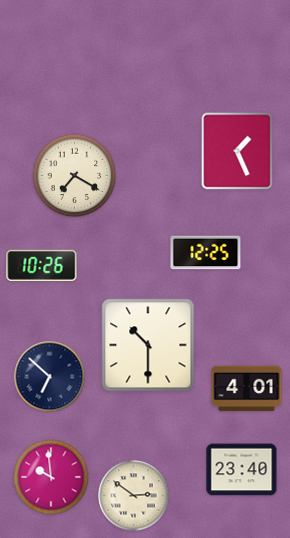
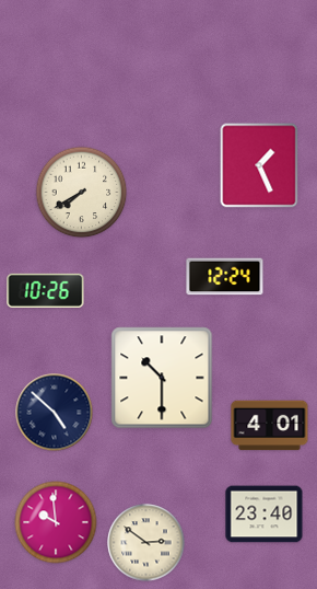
clock at (75, 176): 7:20 -> 7:40
clock at (206, 253): 12:25 -> 12:24
clock at (50, 377): 6:52 -> 4:52
